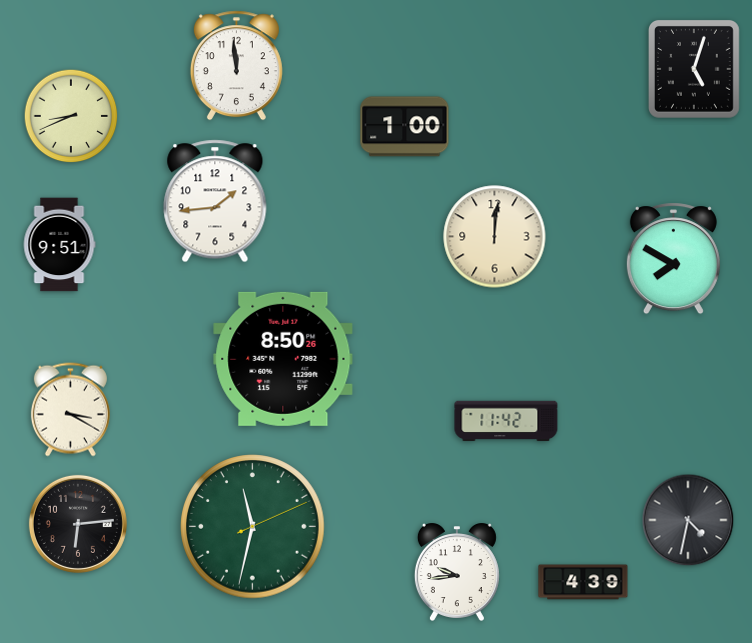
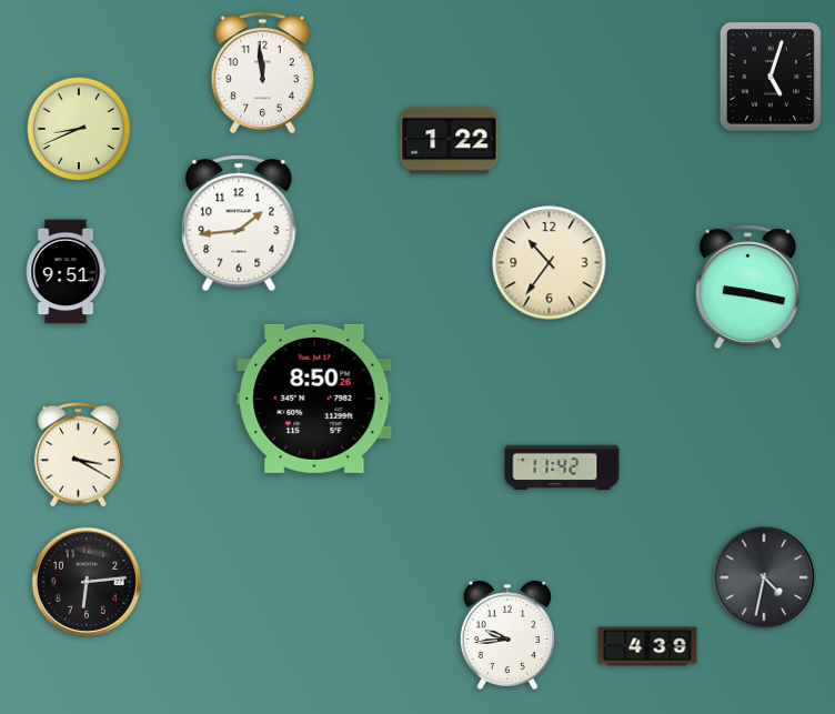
clock at (405, 127): 1:00 -> 1:22
clock at (495, 237): 12:01 -> 10:36
clock at (673, 259): 7:50 -> 9:17
clock at (253, 527): 11:32 -> none
